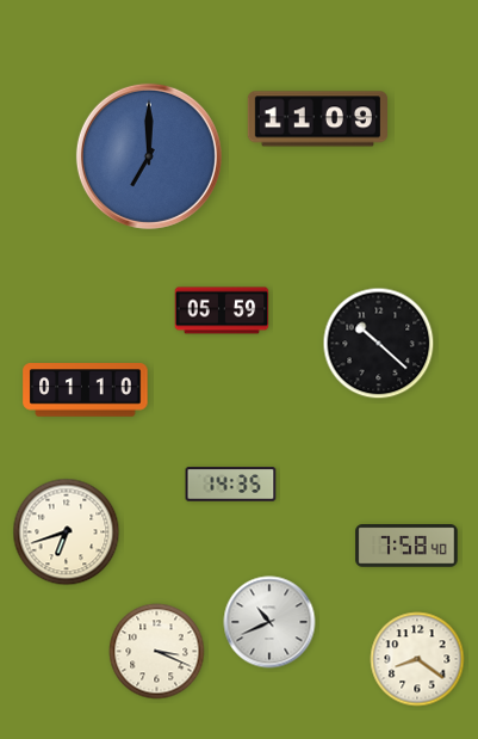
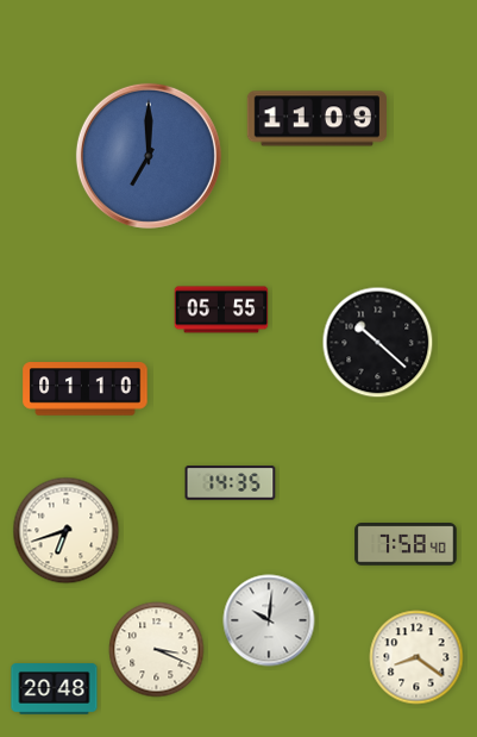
clock at (222, 310): 05:59 -> 05:55
clock at (269, 622): 10:41 -> 10:01
clock at (55, 689): none -> 20:48
